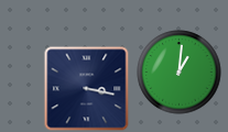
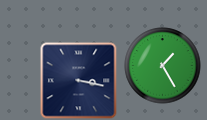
clock at (180, 73): 1:01 -> 1:25
